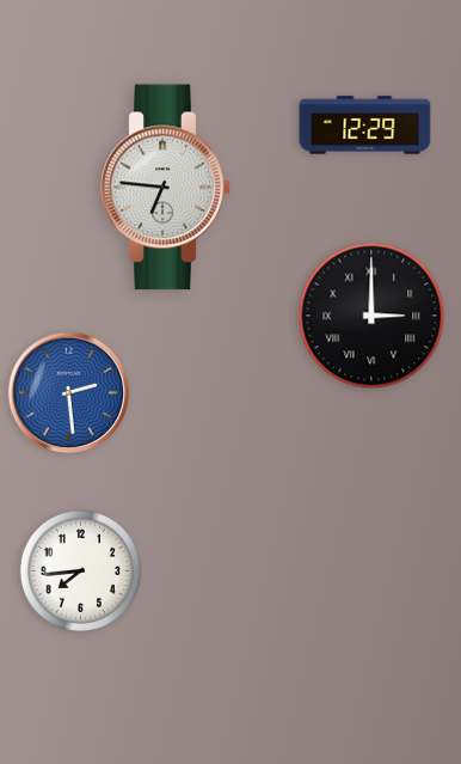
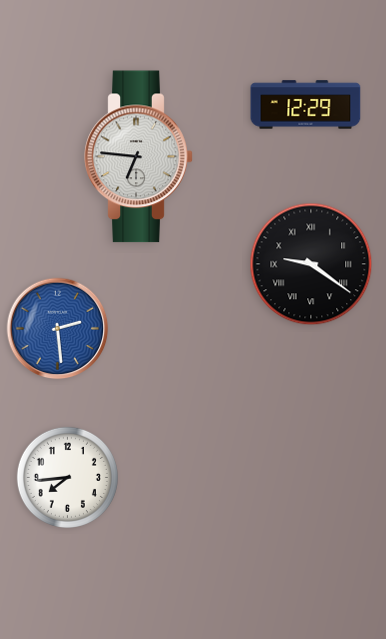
clock at (371, 316): 3:00 -> 9:21
